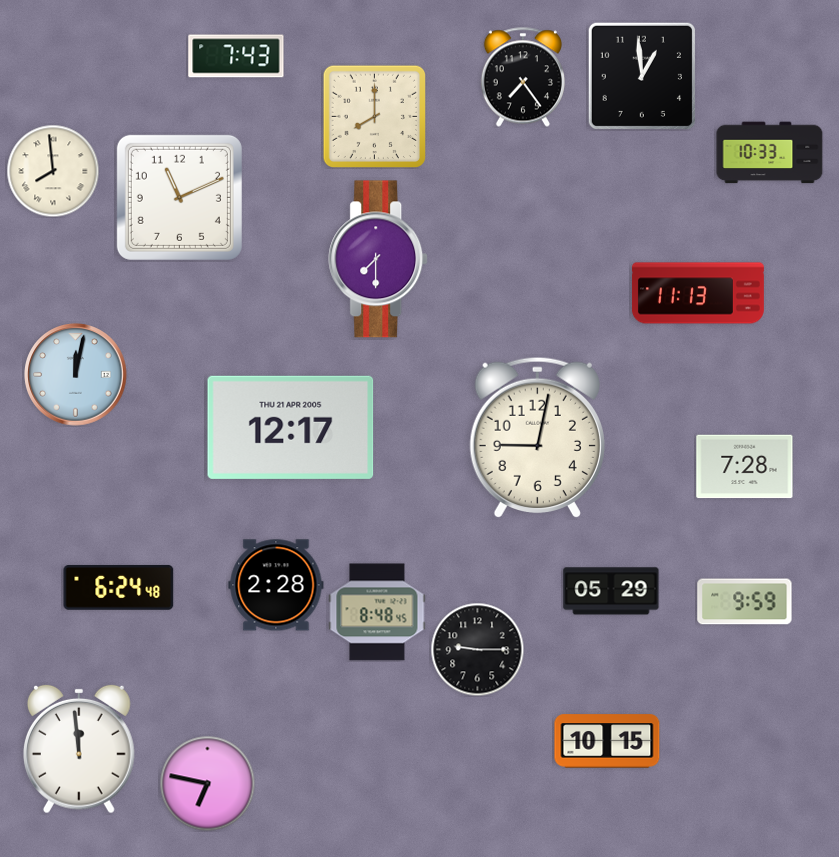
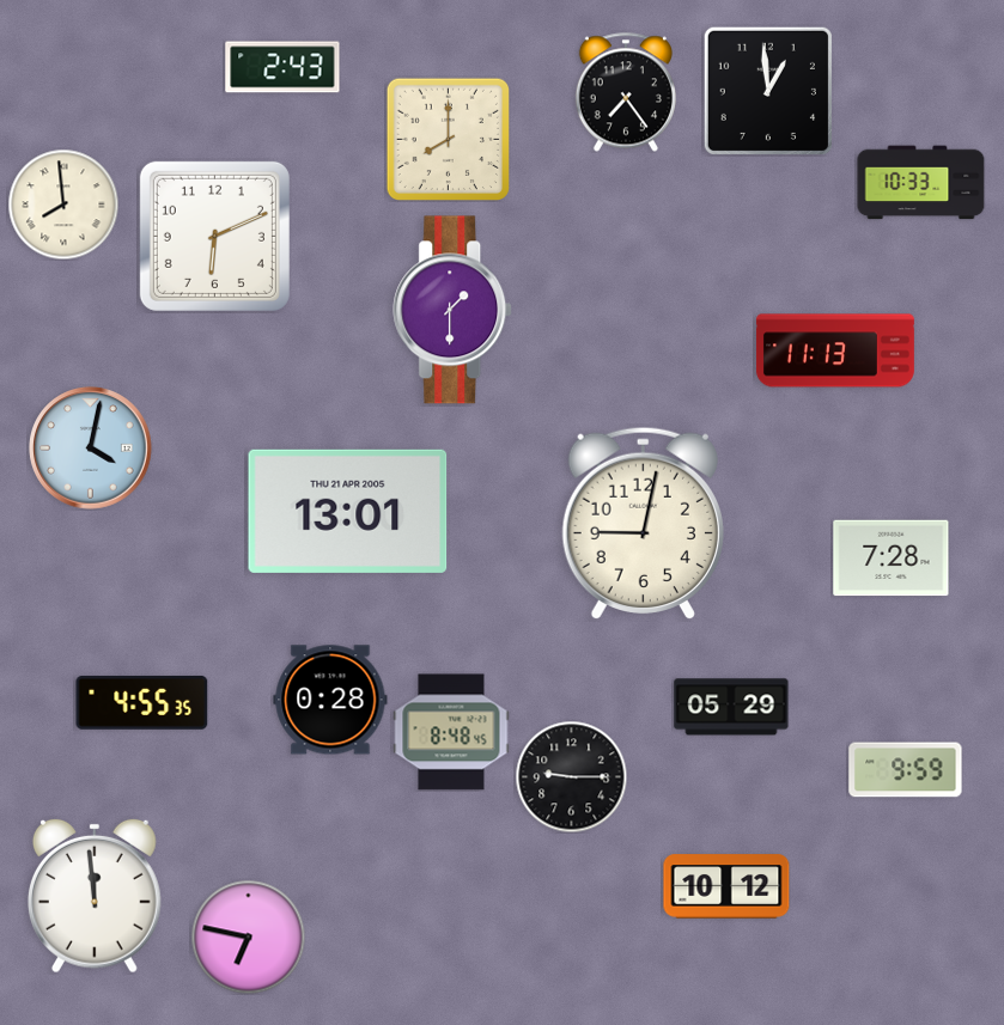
clock at (236, 56): 7:43 -> 2:43
clock at (179, 197): 11:11 -> 6:11
clock at (379, 259): 7:30 -> 1:30
clock at (76, 375): 12:02 -> 4:02
clock at (291, 427): 12:17 -> 13:01
clock at (276, 585): 2:28 -> 0:28
clock at (119, 587): 6:24 -> 4:55
clock at (745, 602) position: (745, 602) -> (906, 770)
clock at (607, 741): 10:15 -> 10:12
